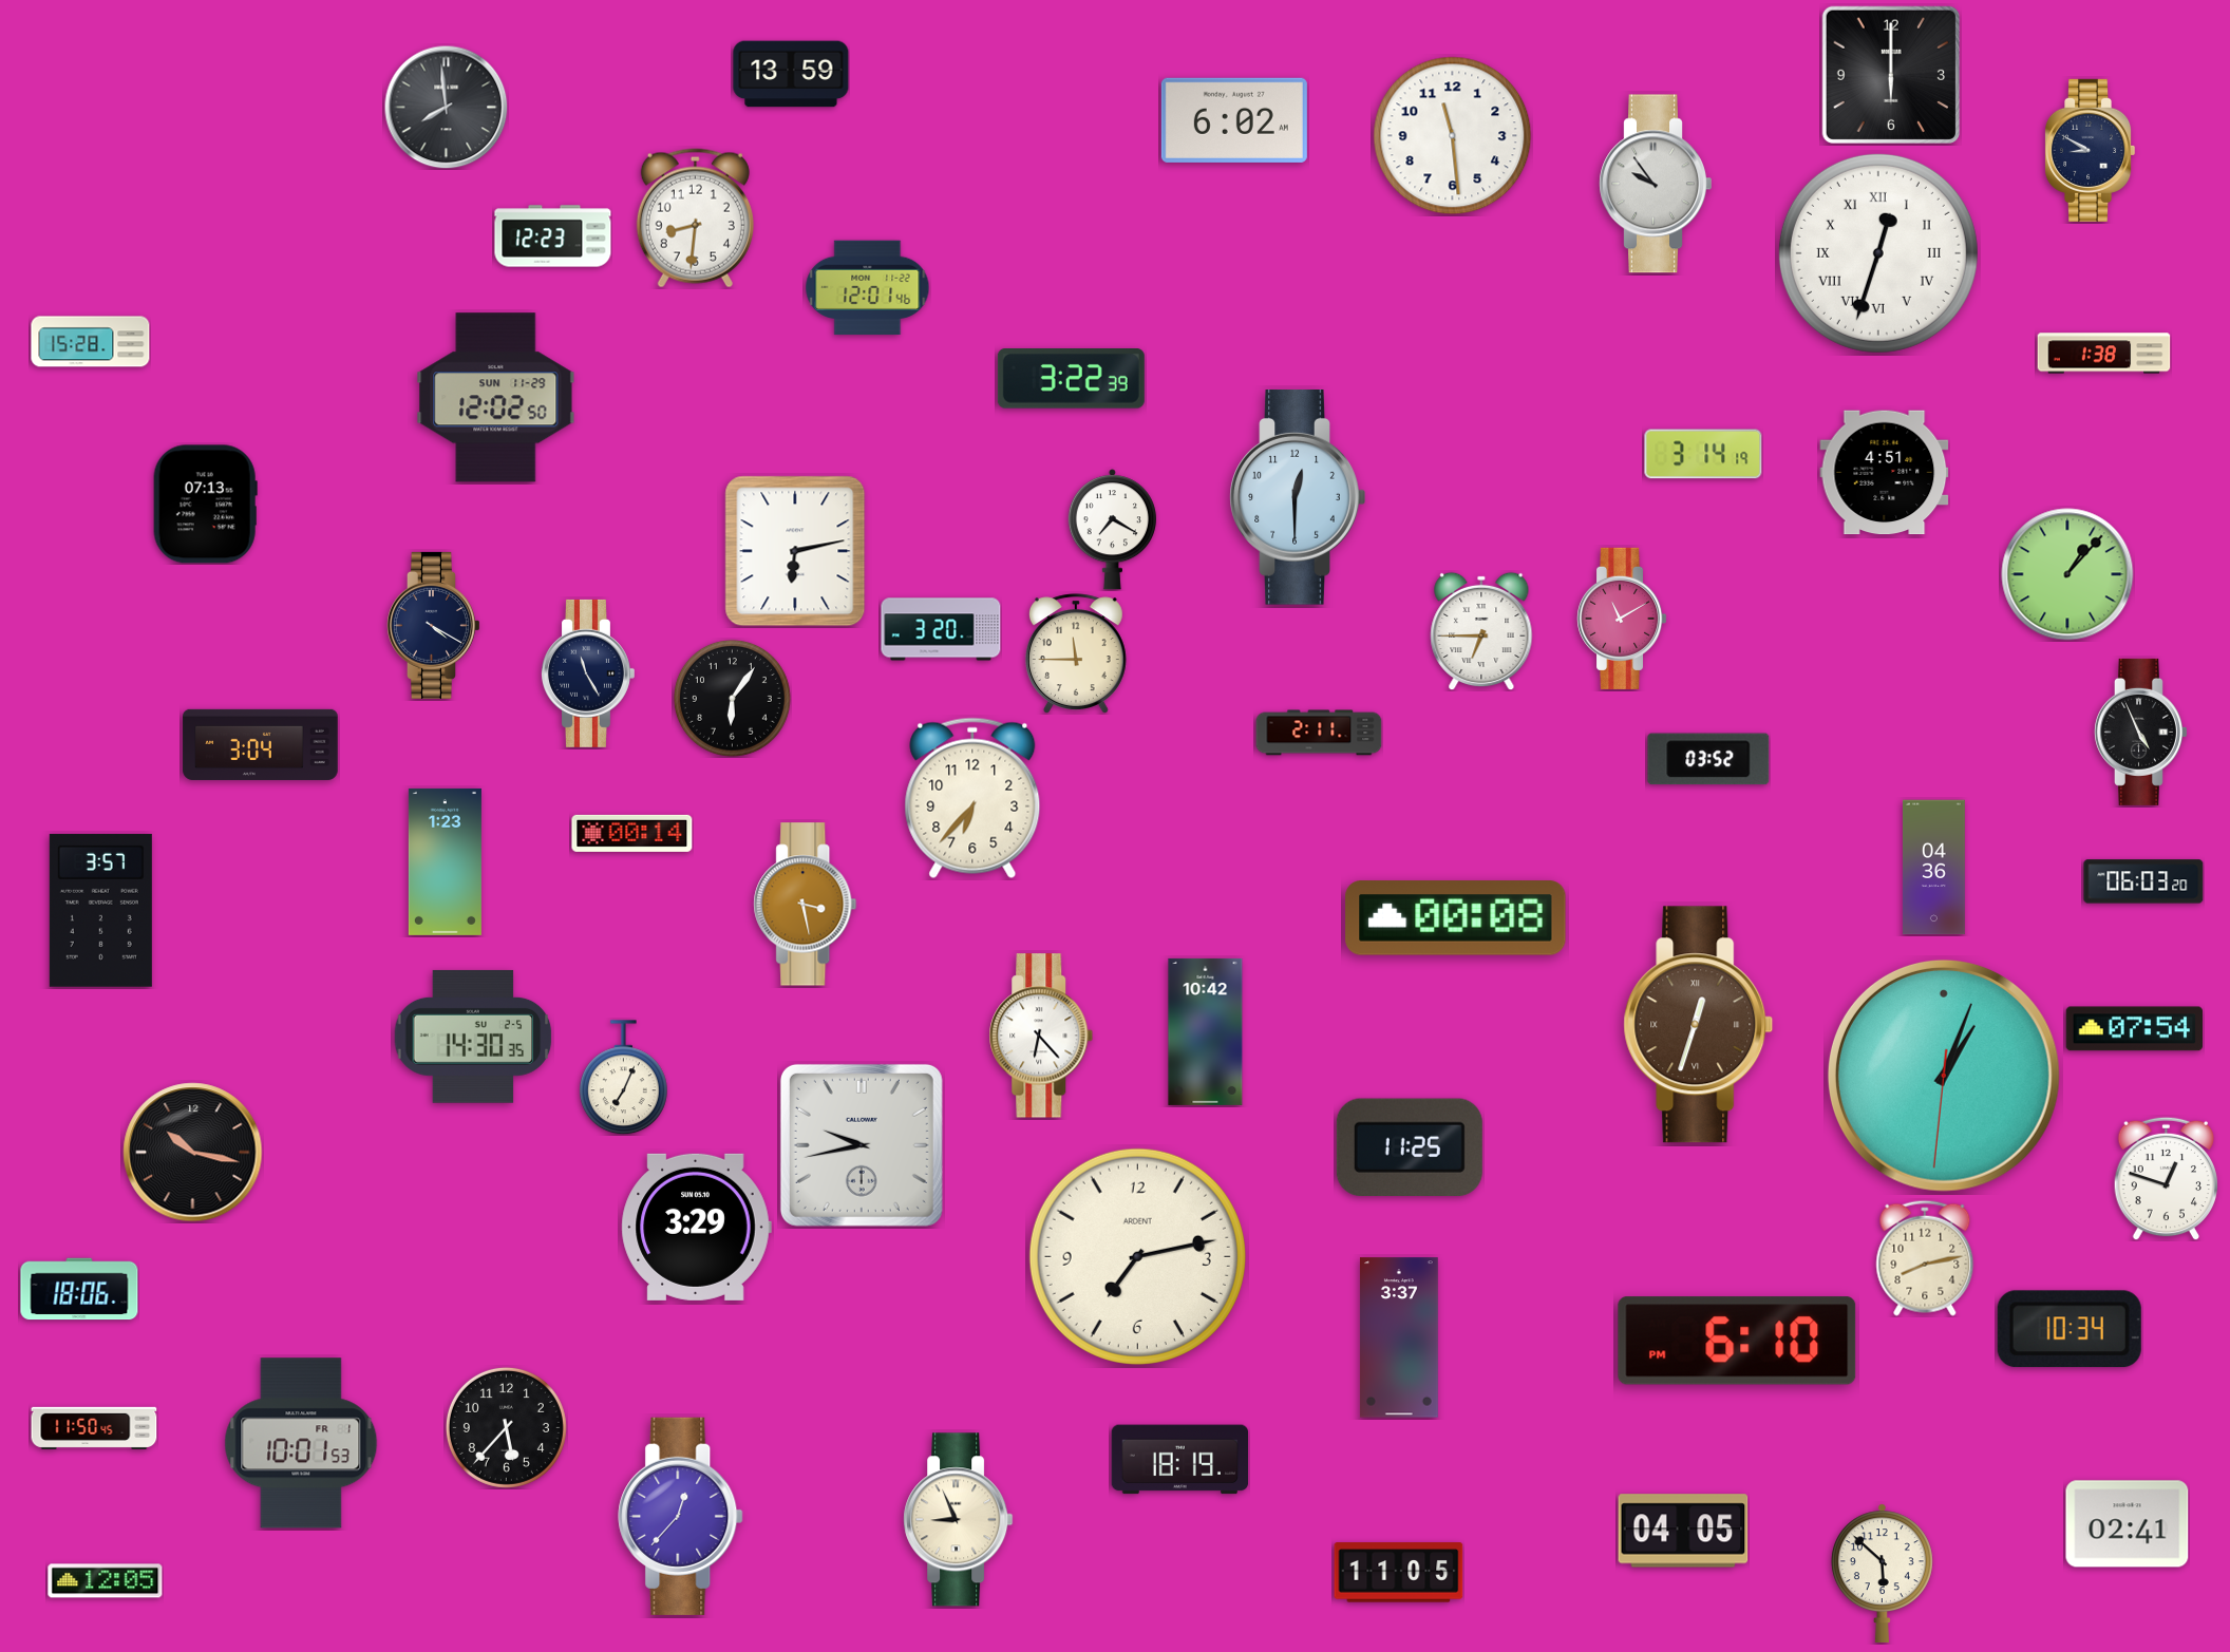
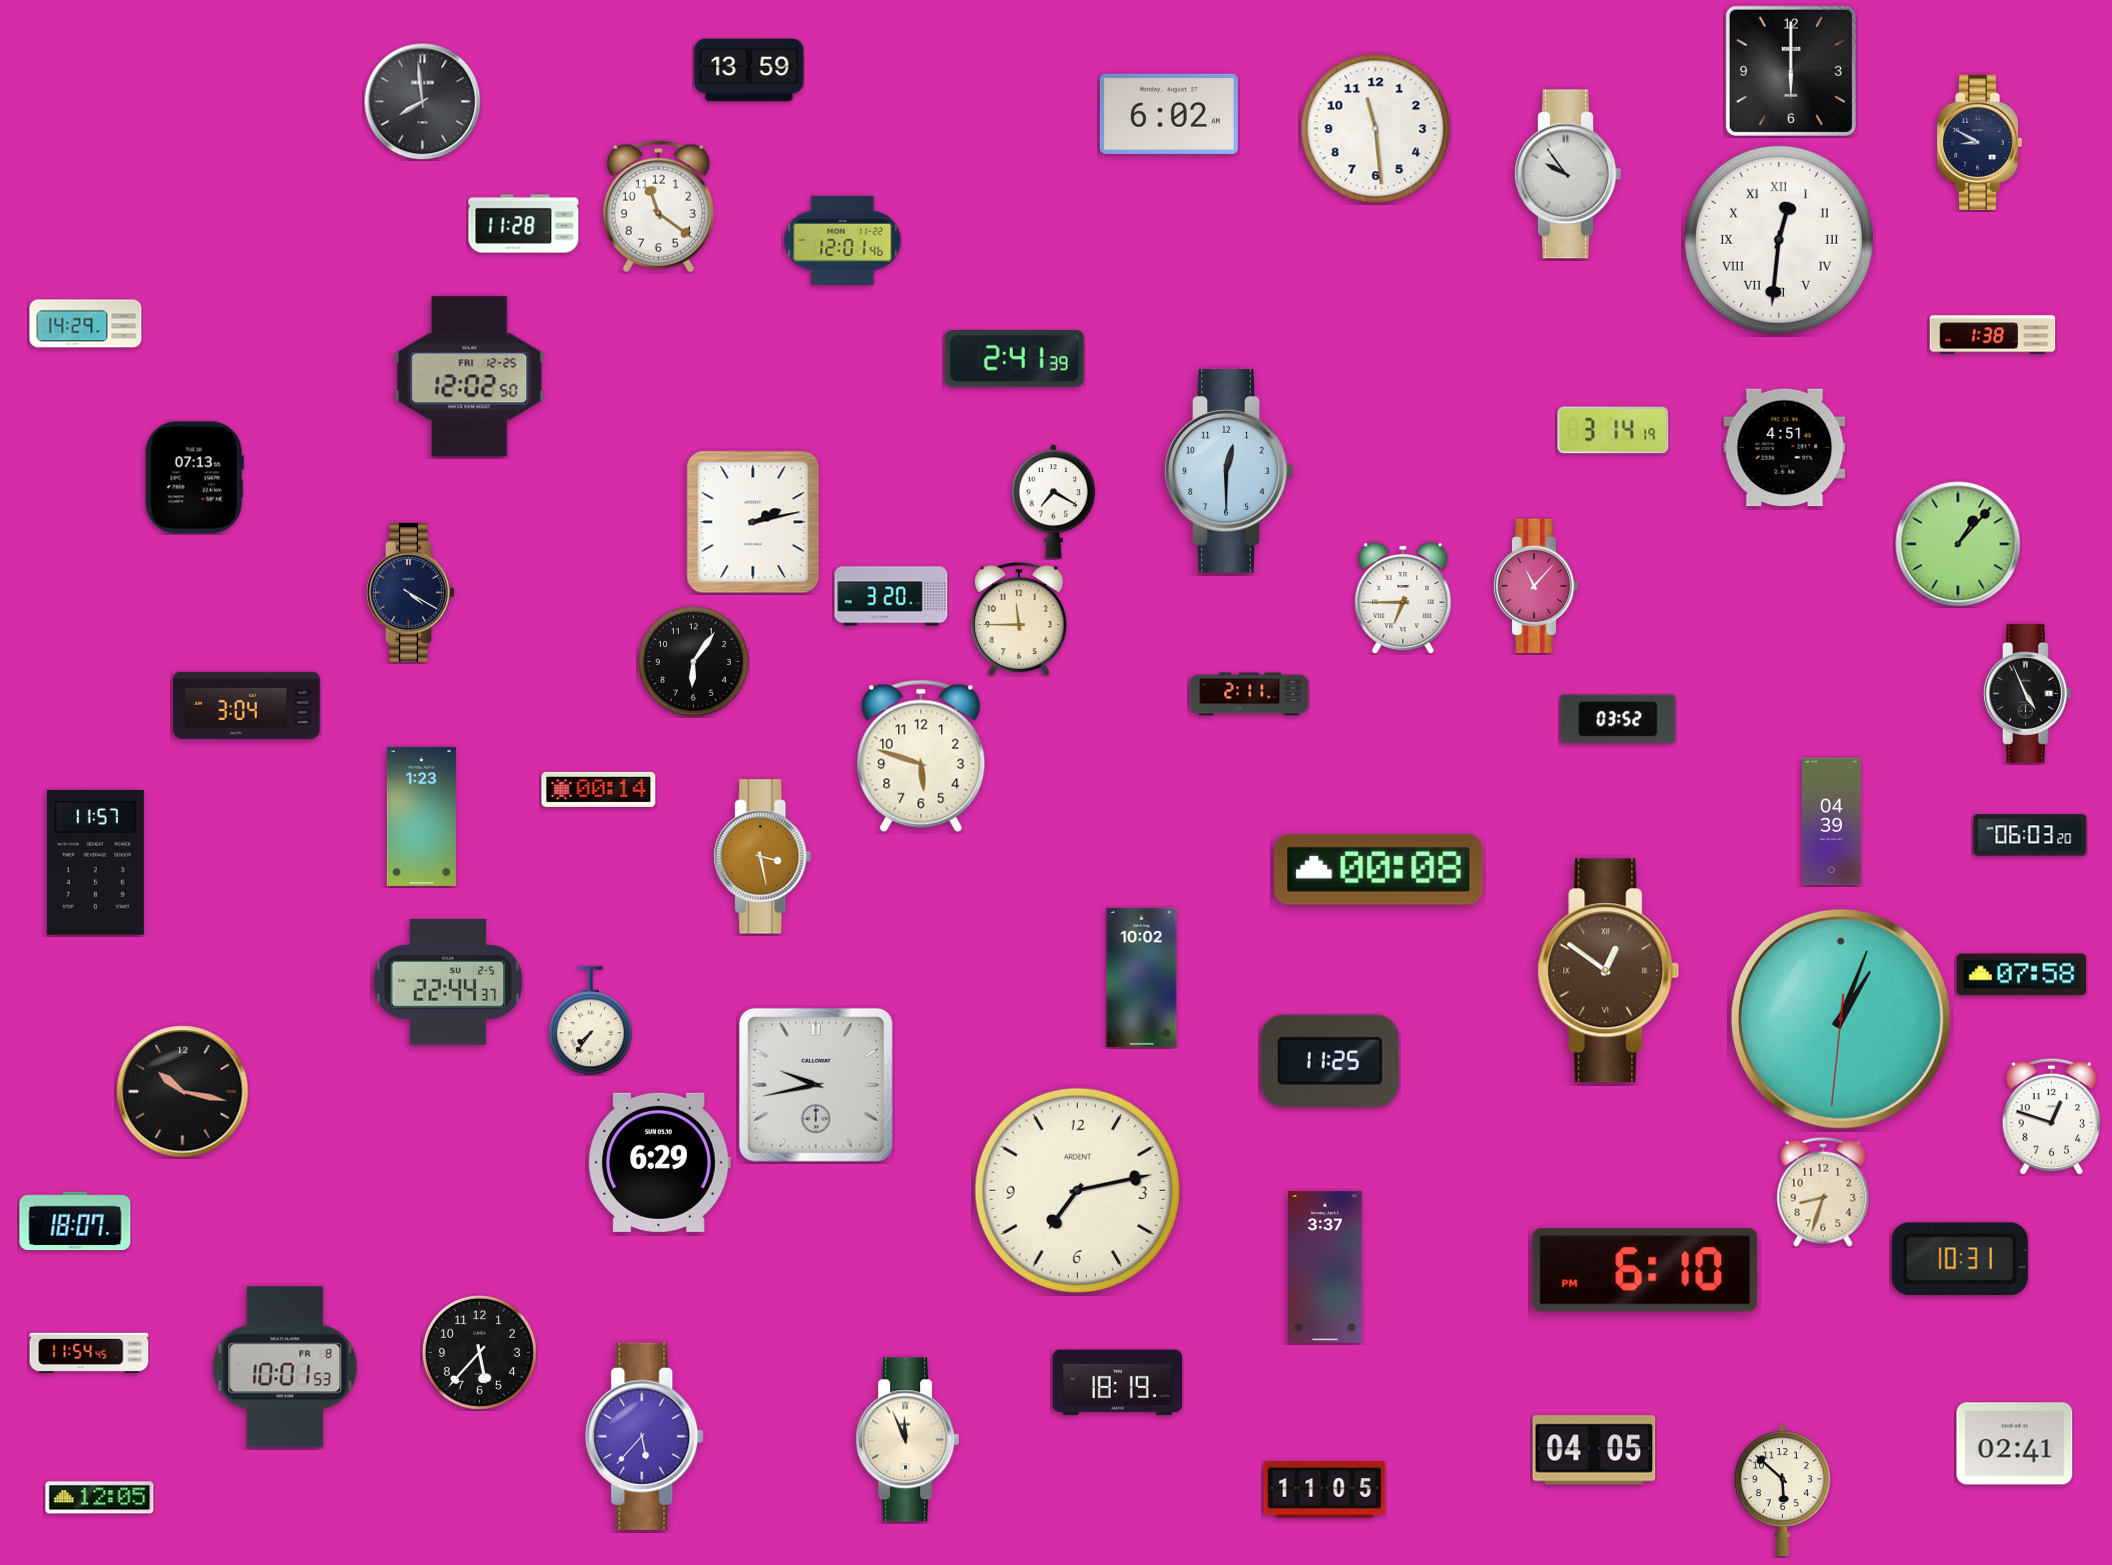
clock at (695, 219): 8:31 -> 11:21
clock at (553, 236): 12:23 -> 11:28
clock at (1878, 253): 12:33 -> 12:31
clock at (868, 288) position: (868, 288) -> (843, 241)
clock at (91, 342): 15:28 -> 14:29
clock at (1071, 379): 3:22 -> 2:41
clock at (496, 398) date: SUN 11-29 -> FRI 12-25
clock at (795, 551): 6:13 -> 2:13
clock at (1623, 619): 11:10 -> 11:07
clock at (587, 673): 11:25 -> none
clock at (972, 798): 6:37 -> 5:48
clock at (1933, 868): 04:36 -> 04:39
clock at (100, 910): 3:57 -> 11:57
clock at (1699, 1025): 12:33 -> 12:51
clock at (2134, 1029): 07:54 -> 07:58
clock at (1206, 1031): 10:42 -> 10:02
clock at (1041, 1036): 6:23 -> none
clock at (473, 1037): 14:30 -> 22:44
clock at (623, 1078): 7:04 -> 7:36
clock at (1410, 1146) position: (1410, 1146) -> (1330, 1060)
clock at (696, 1227): 3:29 -> 6:29
clock at (1925, 1258): 8:13 -> 8:33
clock at (79, 1289): 18:06 -> 18:07
clock at (2070, 1329): 10:34 -> 10:31
clock at (94, 1428): 11:50 -> 11:54
clock at (301, 1443) date: FR 1 -> FR 8
clock at (681, 1516): 12:37 -> 5:37
clock at (959, 1520): 8:56 -> 11:56
